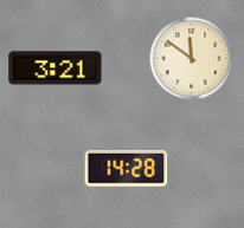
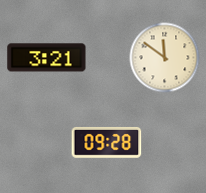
clock at (192, 59) position: (192, 59) -> (165, 58)
clock at (127, 168): 14:28 -> 09:28
